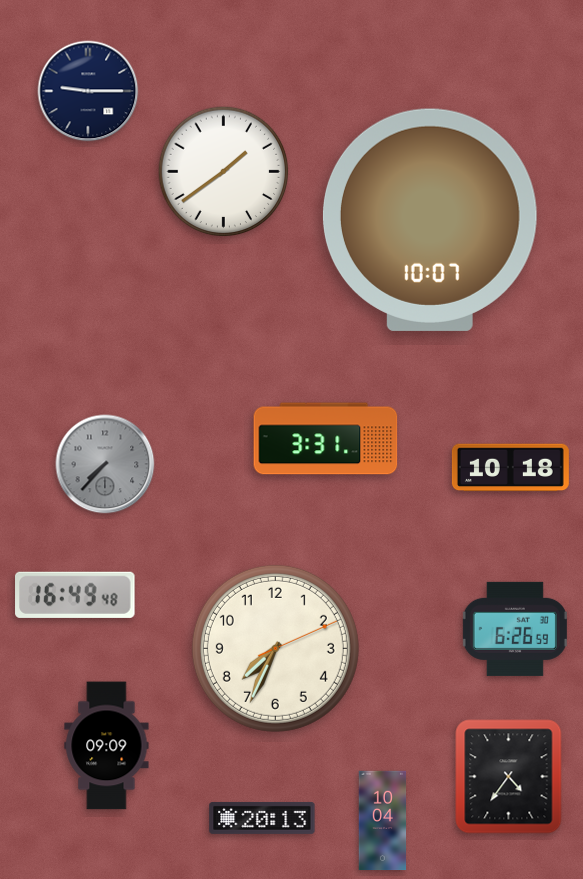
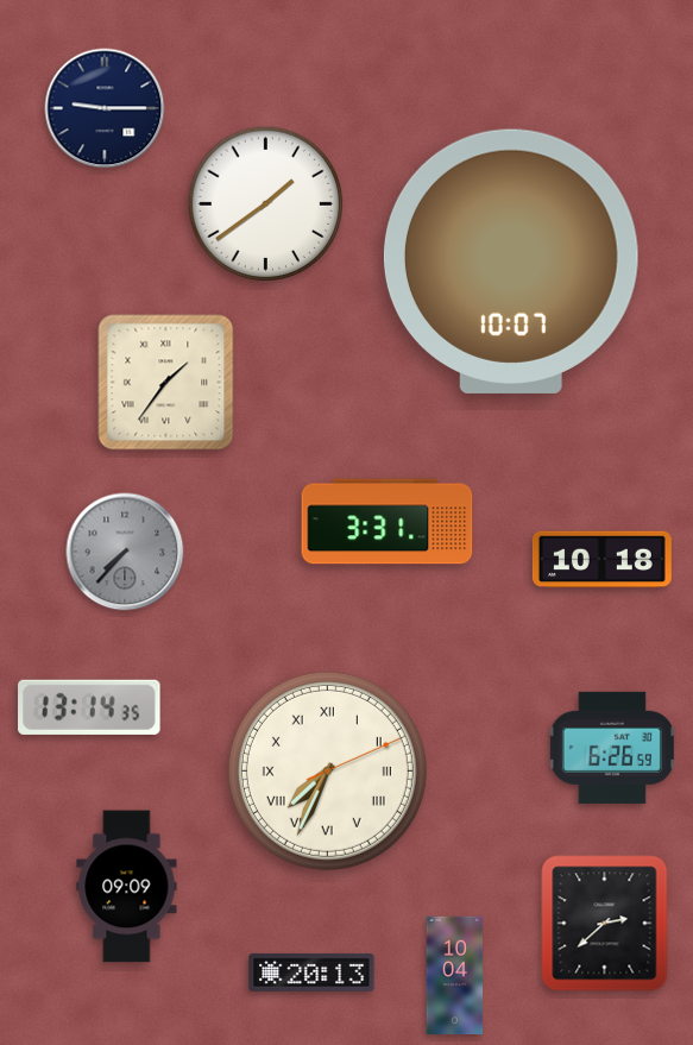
clock at (166, 383): none -> 1:36
clock at (510, 468) position: (510, 468) -> (601, 560)
clock at (75, 595): 16:49 -> 13:14
clock at (275, 648) numerals: Arabic -> Roman
clock at (509, 777): 4:36 -> 2:38
